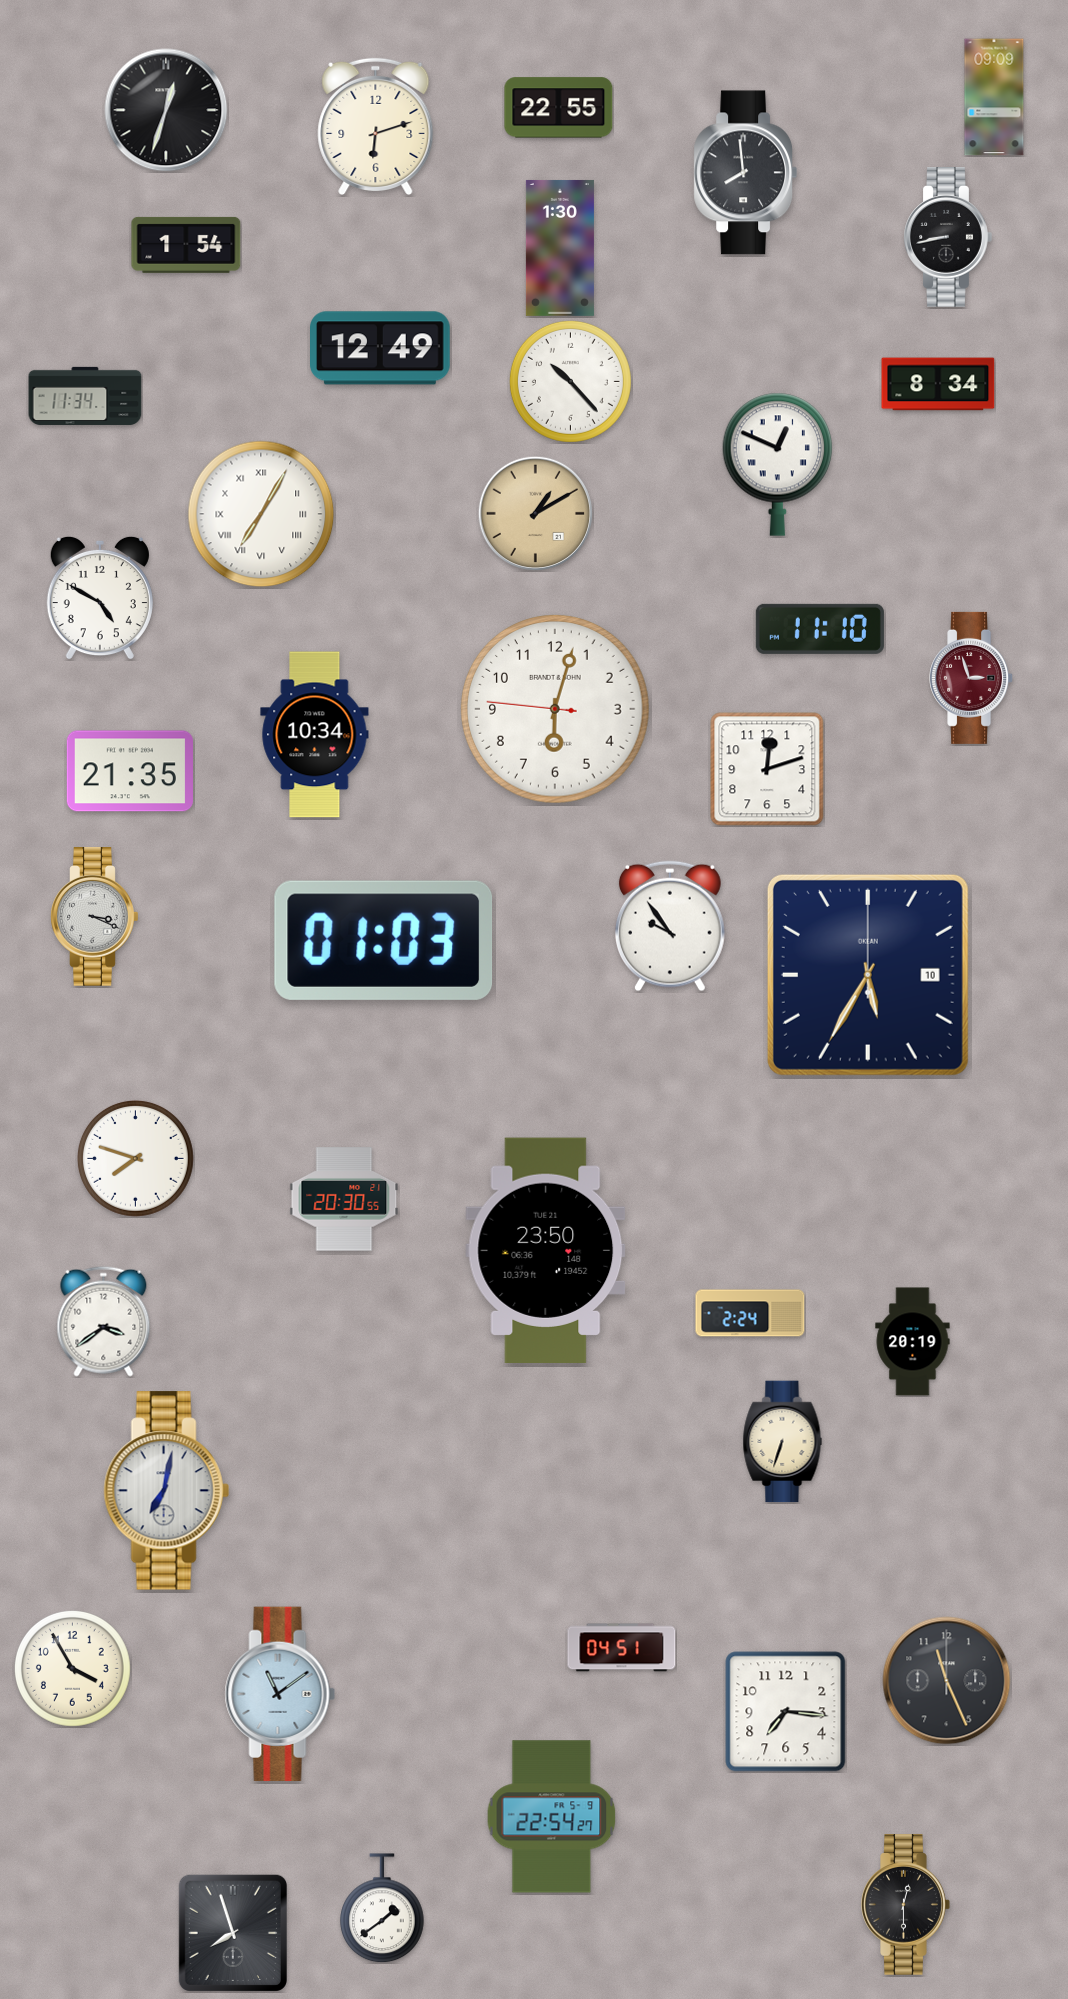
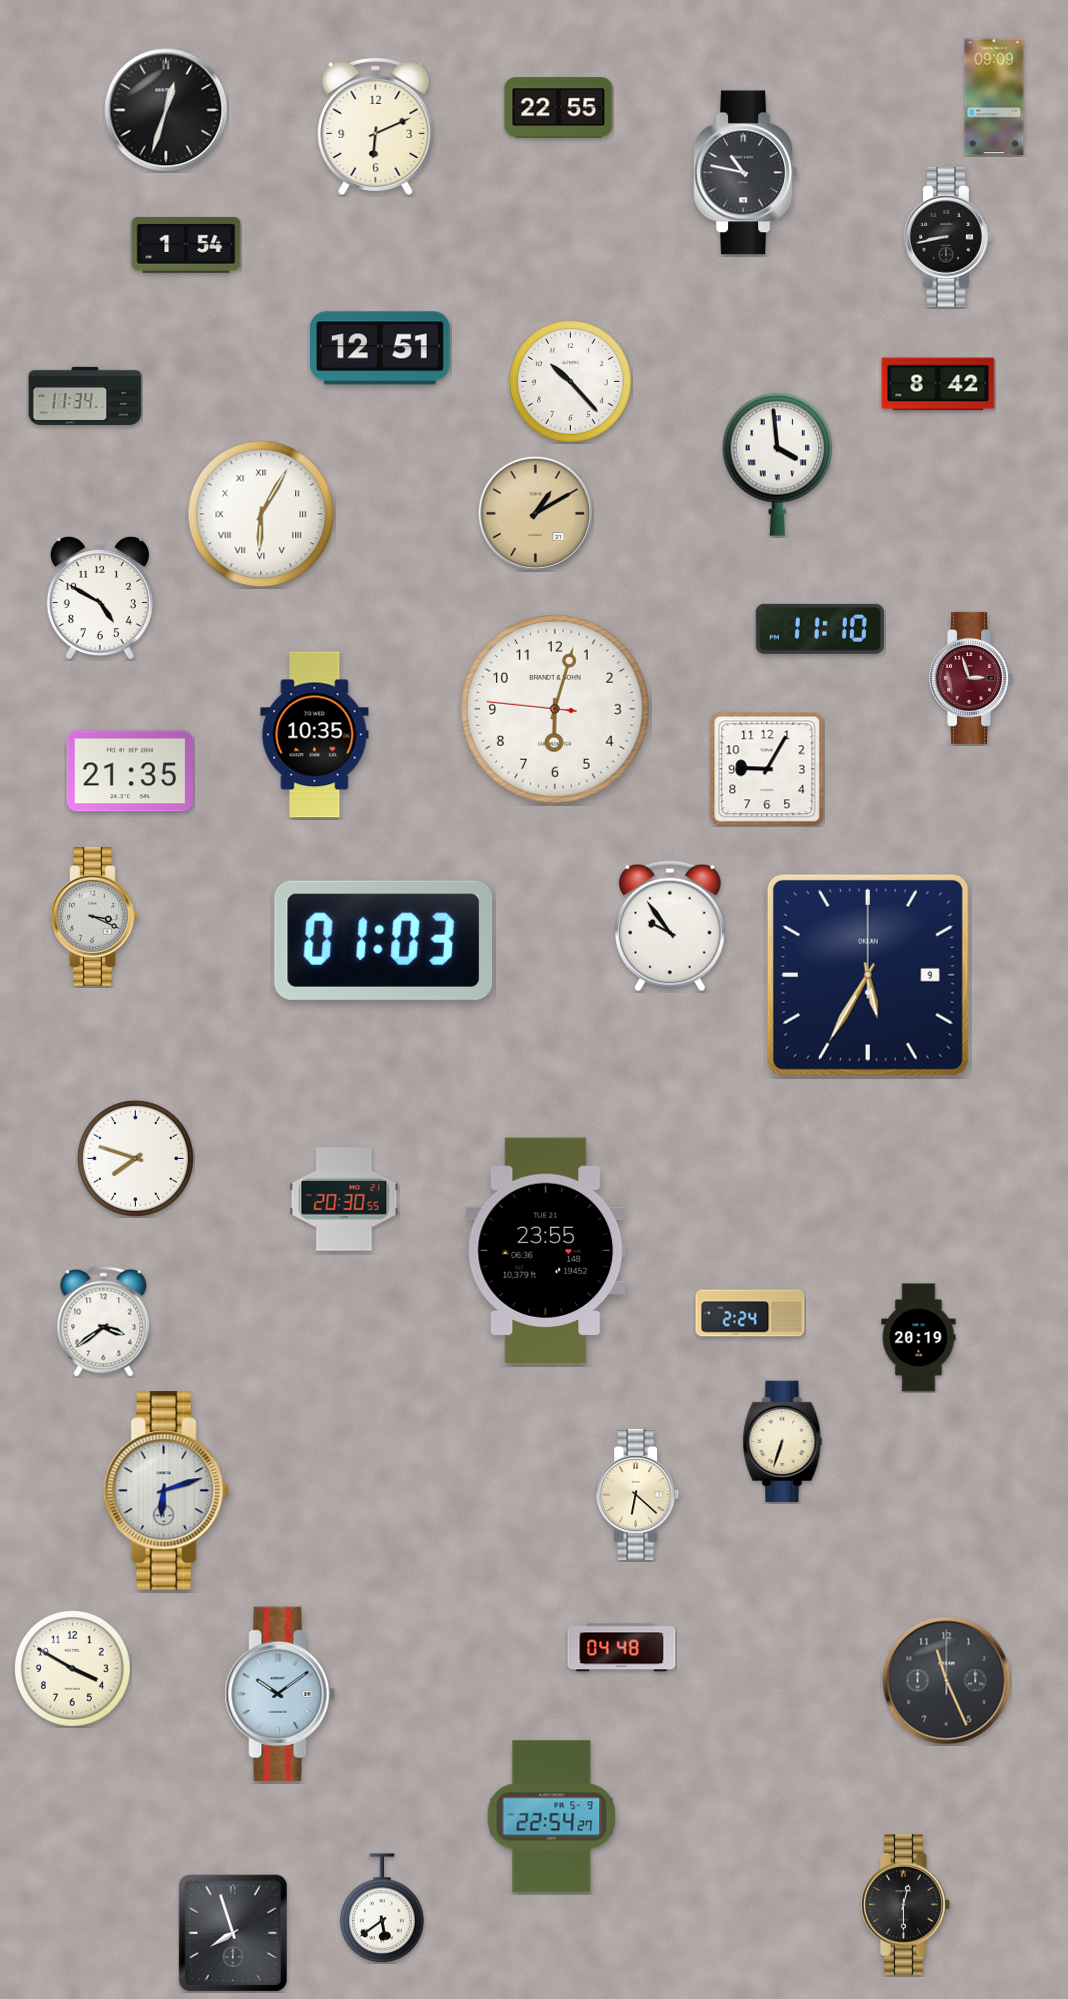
clock at (376, 127): 6:12 -> 6:11
clock at (746, 173): 7:59 -> 10:47
clock at (560, 248): 1:30 -> none
clock at (381, 348): 12:49 -> 12:51
clock at (938, 384): 8:34 -> 8:42
clock at (778, 464): 12:49 -> 3:59
clock at (261, 514): 7:05 -> 6:05
clock at (315, 735): 10:34 -> 10:35
clock at (767, 769): 12:12 -> 9:05
clock at (868, 975) date: 10 -> 9
clock at (546, 1250): 23:50 -> 23:55
clock at (913, 1342) position: (913, 1342) -> (919, 1338)
clock at (166, 1491): 7:02 -> 6:12
clock at (638, 1494): none -> 6:22
clock at (622, 1648): 04:51 -> 04:48
clock at (72, 1668): 3:55 -> 3:50
clock at (280, 1693): 11:09 -> 10:09
clock at (786, 1712): 7:16 -> none
clock at (382, 1908): 1:39 -> 5:39
